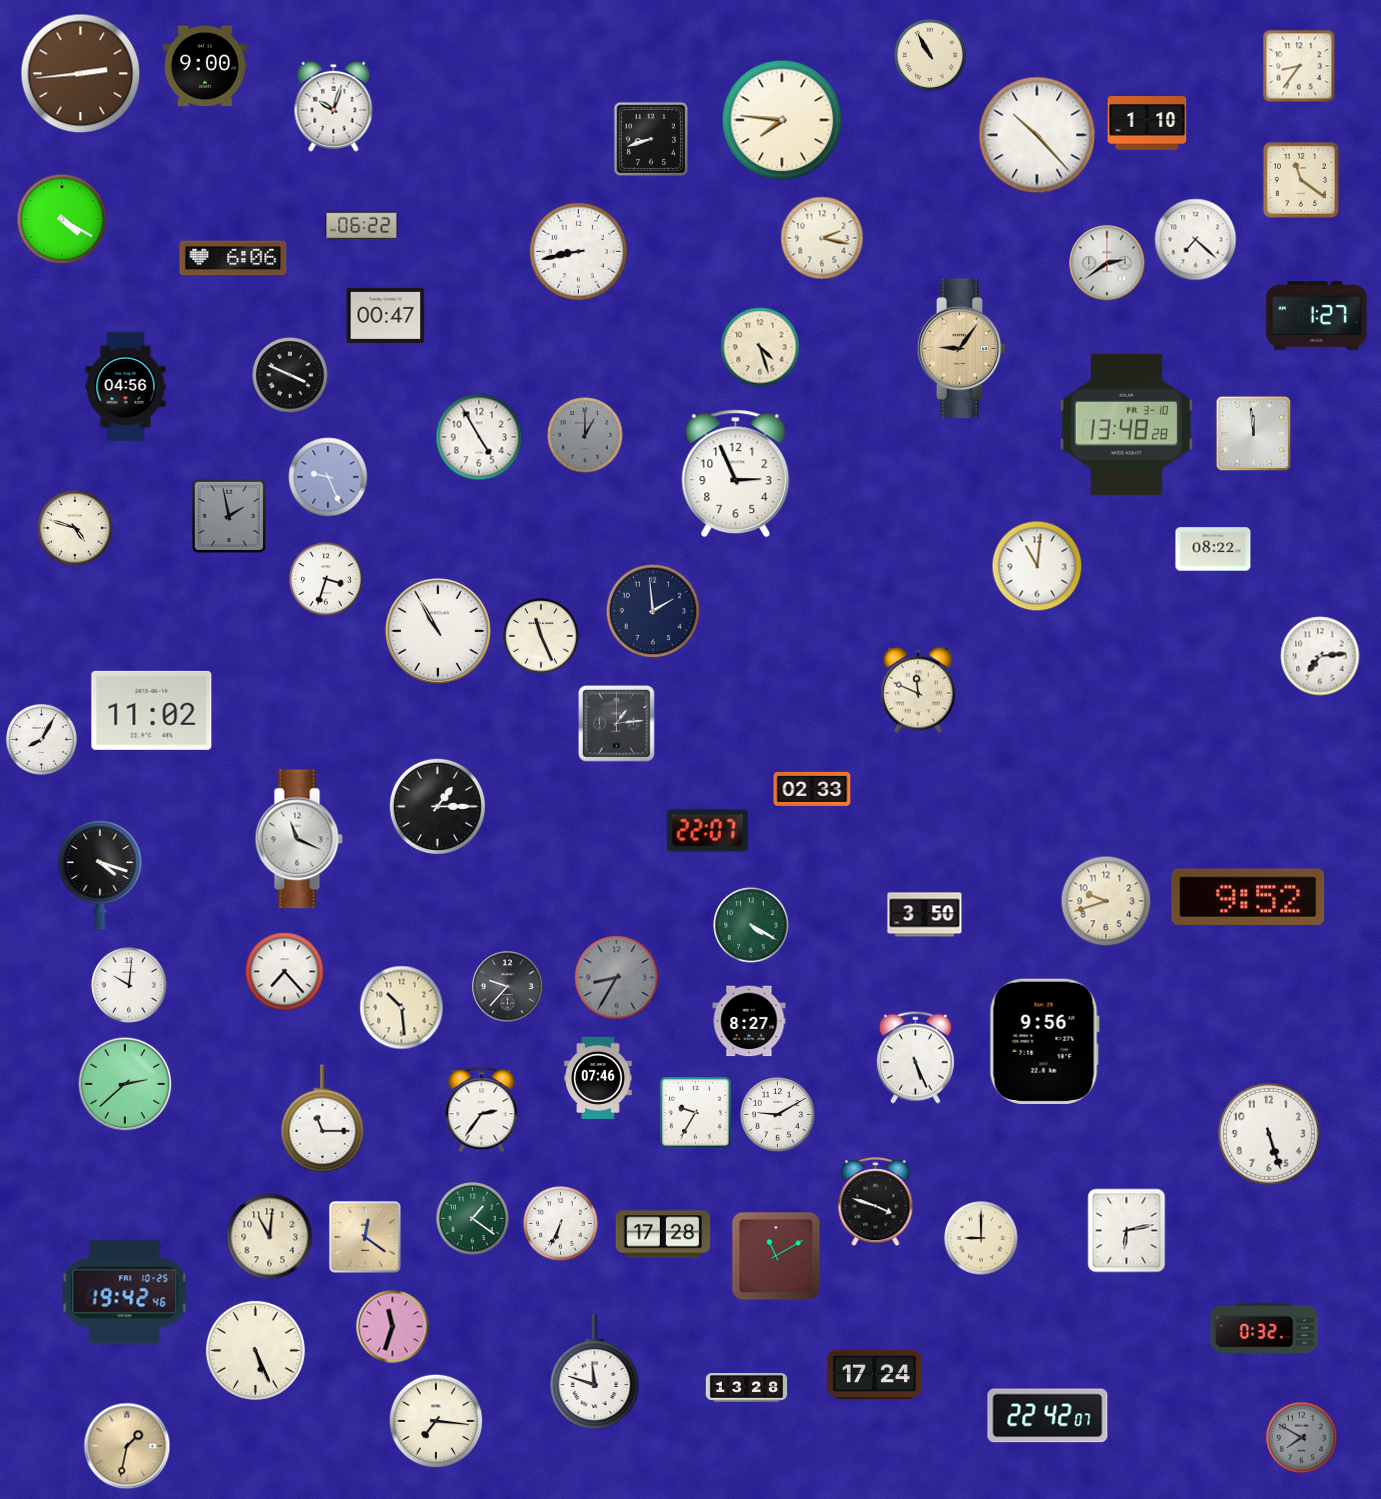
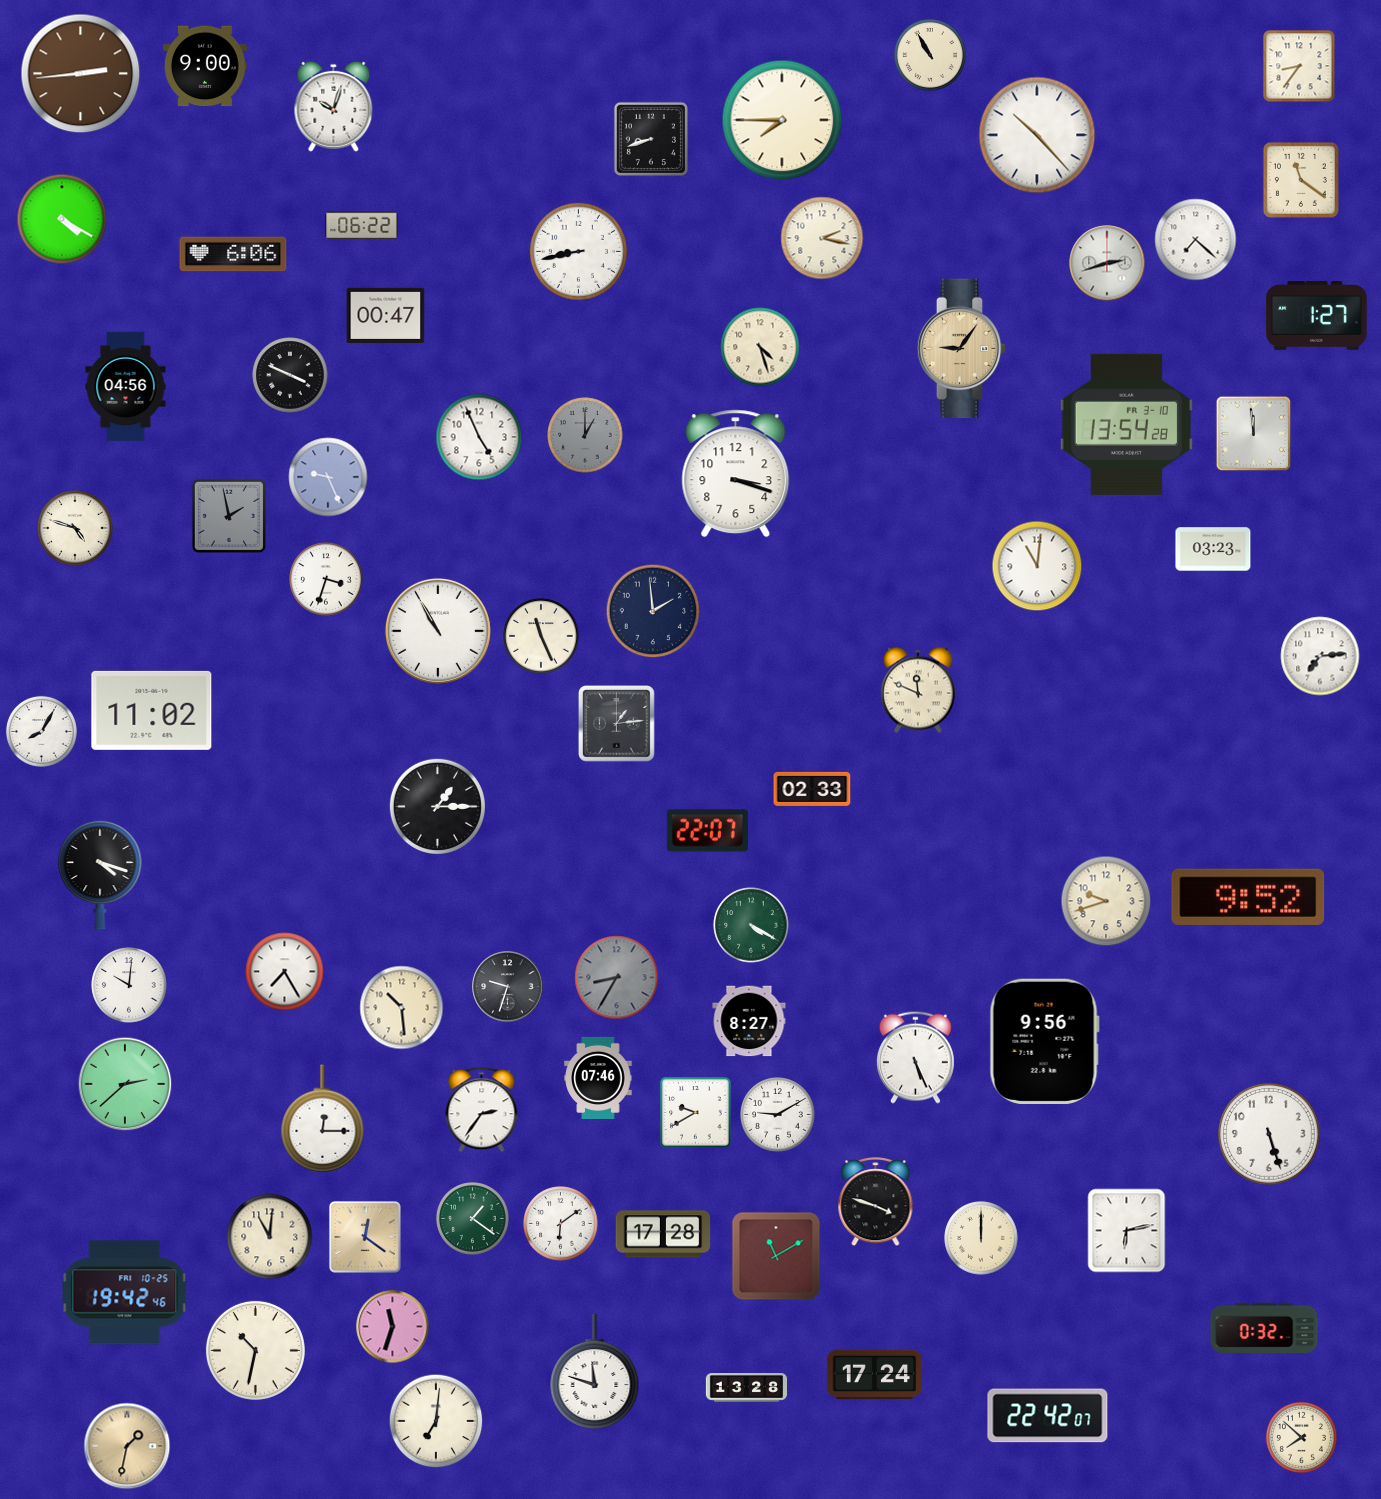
clock at (782, 120): 7:46 -> 7:45
clock at (1147, 124): 1:10 -> none
clock at (233, 258) position: (233, 258) -> (233, 254)
clock at (1107, 263): 2:39 -> 2:42
clock at (1126, 424): 13:48 -> 13:54
clock at (479, 437): 4:55 -> 4:56
clock at (736, 474): 2:56 -> 3:18
clock at (1213, 549): 08:22 -> 03:23
clock at (41, 739) position: (41, 739) -> (41, 731)
clock at (299, 839): 11:19 -> none
clock at (925, 915): 3:50 -> none
clock at (285, 972): 7:23 -> 7:25
clock at (508, 987): 9:37 -> 9:33
clock at (696, 1113): 9:35 -> 9:40
clock at (323, 1119): 11:15 -> 12:15
clock at (561, 1224): 6:34 -> 6:09
clock at (981, 1238): 9:00 -> 12:00
clock at (255, 1350): 5:26 -> 10:32
clock at (436, 1421): 7:16 -> 7:01
clock at (1301, 1437): 7:50 -> 7:52
clock at (1301, 1437) dial: grey -> cream
